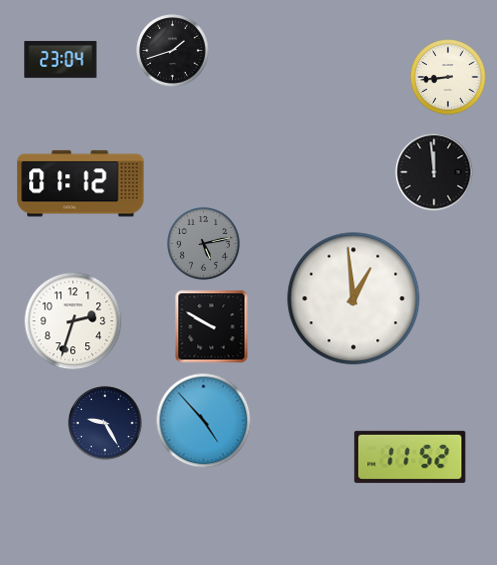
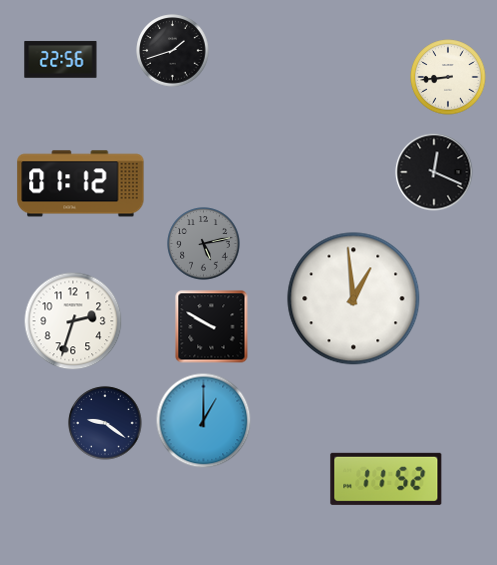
clock at (61, 60): 23:04 -> 22:56
clock at (434, 172): 11:59 -> 12:19
clock at (204, 421): 4:53 -> 1:00
clock at (105, 423): 9:25 -> 9:21
clock at (410, 457) position: (410, 457) -> (386, 479)
